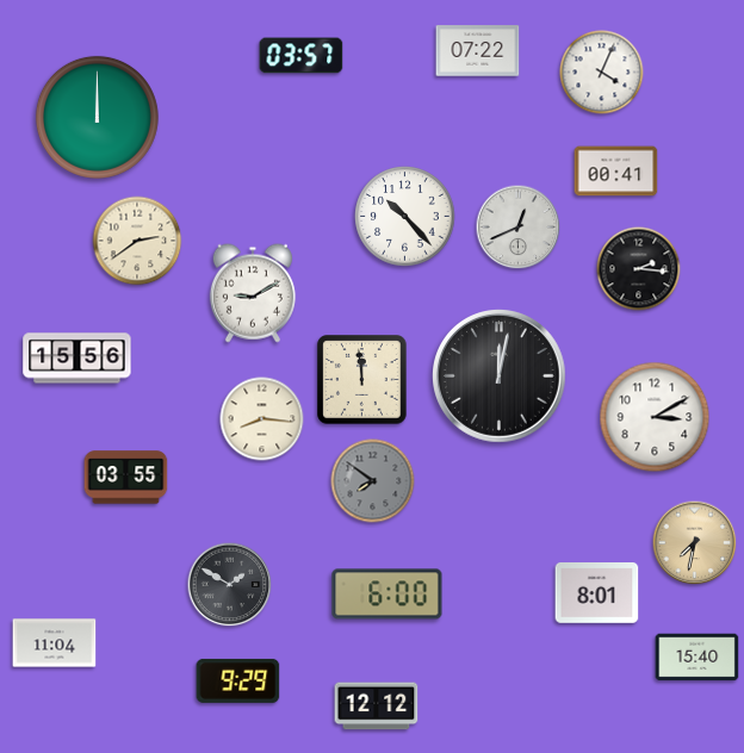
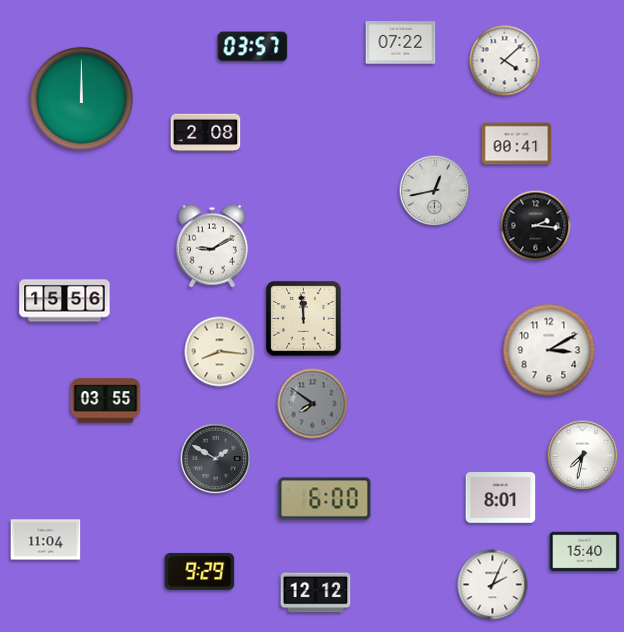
clock at (602, 73): 4:04 -> 4:08
clock at (206, 133): none -> 2:08
clock at (405, 217): 10:23 -> none
clock at (519, 228): 12:41 -> 12:43
clock at (137, 241): 2:39 -> none
clock at (500, 376): 12:02 -> none
clock at (695, 543) dial: champagne -> white
clock at (230, 585) position: (230, 585) -> (216, 459)
clock at (493, 585): none -> 2:04
